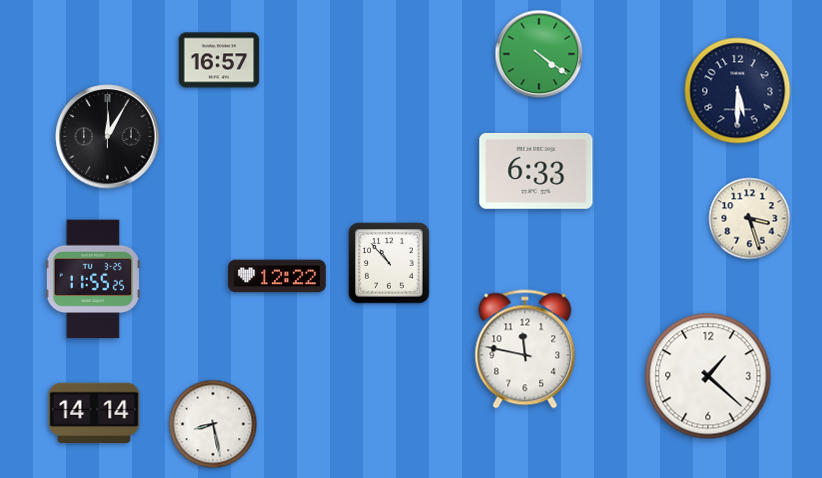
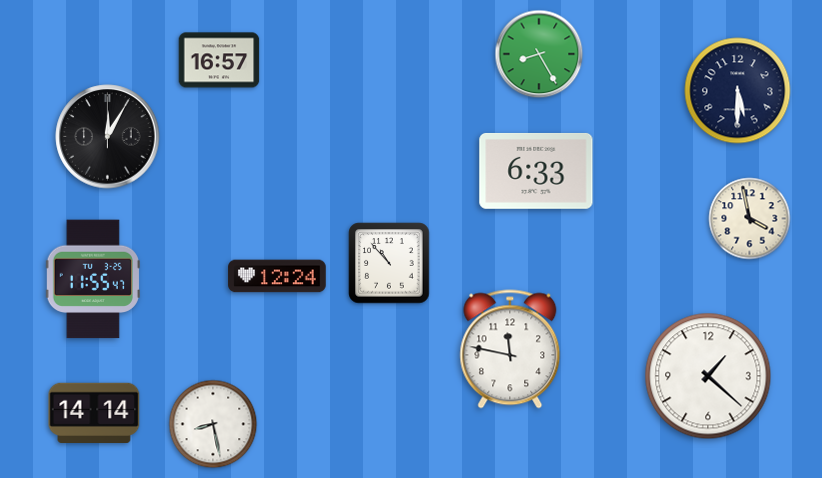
clock at (539, 54): 4:21 -> 8:25
clock at (750, 219): 3:27 -> 3:58
clock at (277, 276): 12:22 -> 12:24
clock at (93, 279): 11:55:25 -> 11:55:47
clock at (525, 349) position: (525, 349) -> (510, 349)
